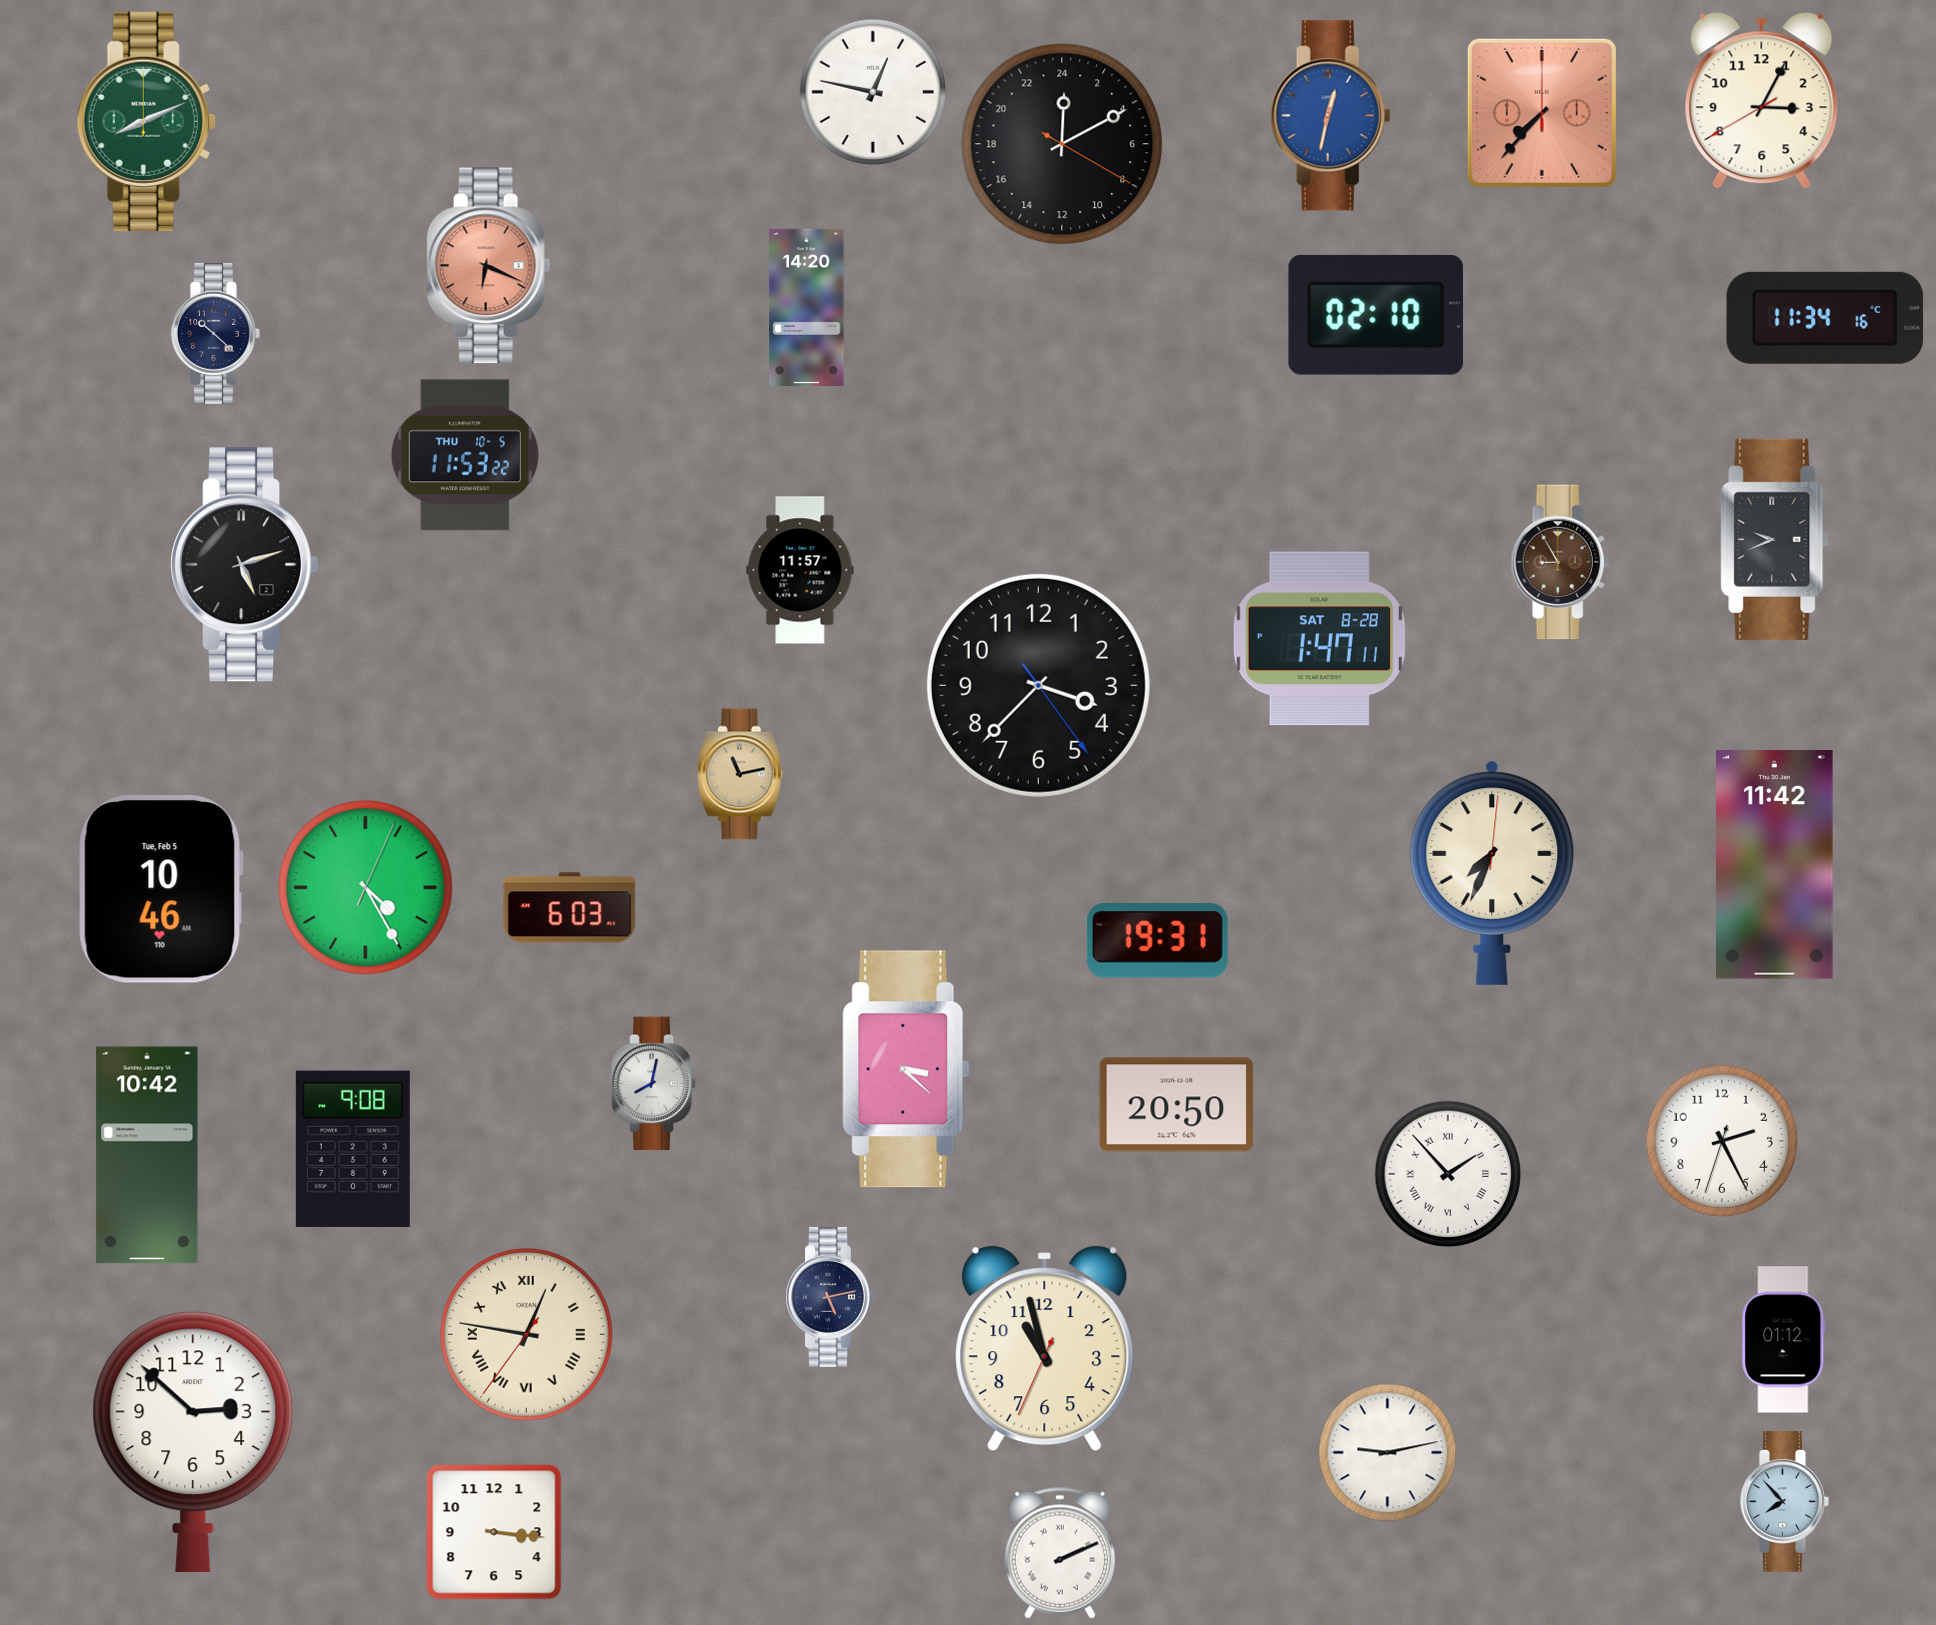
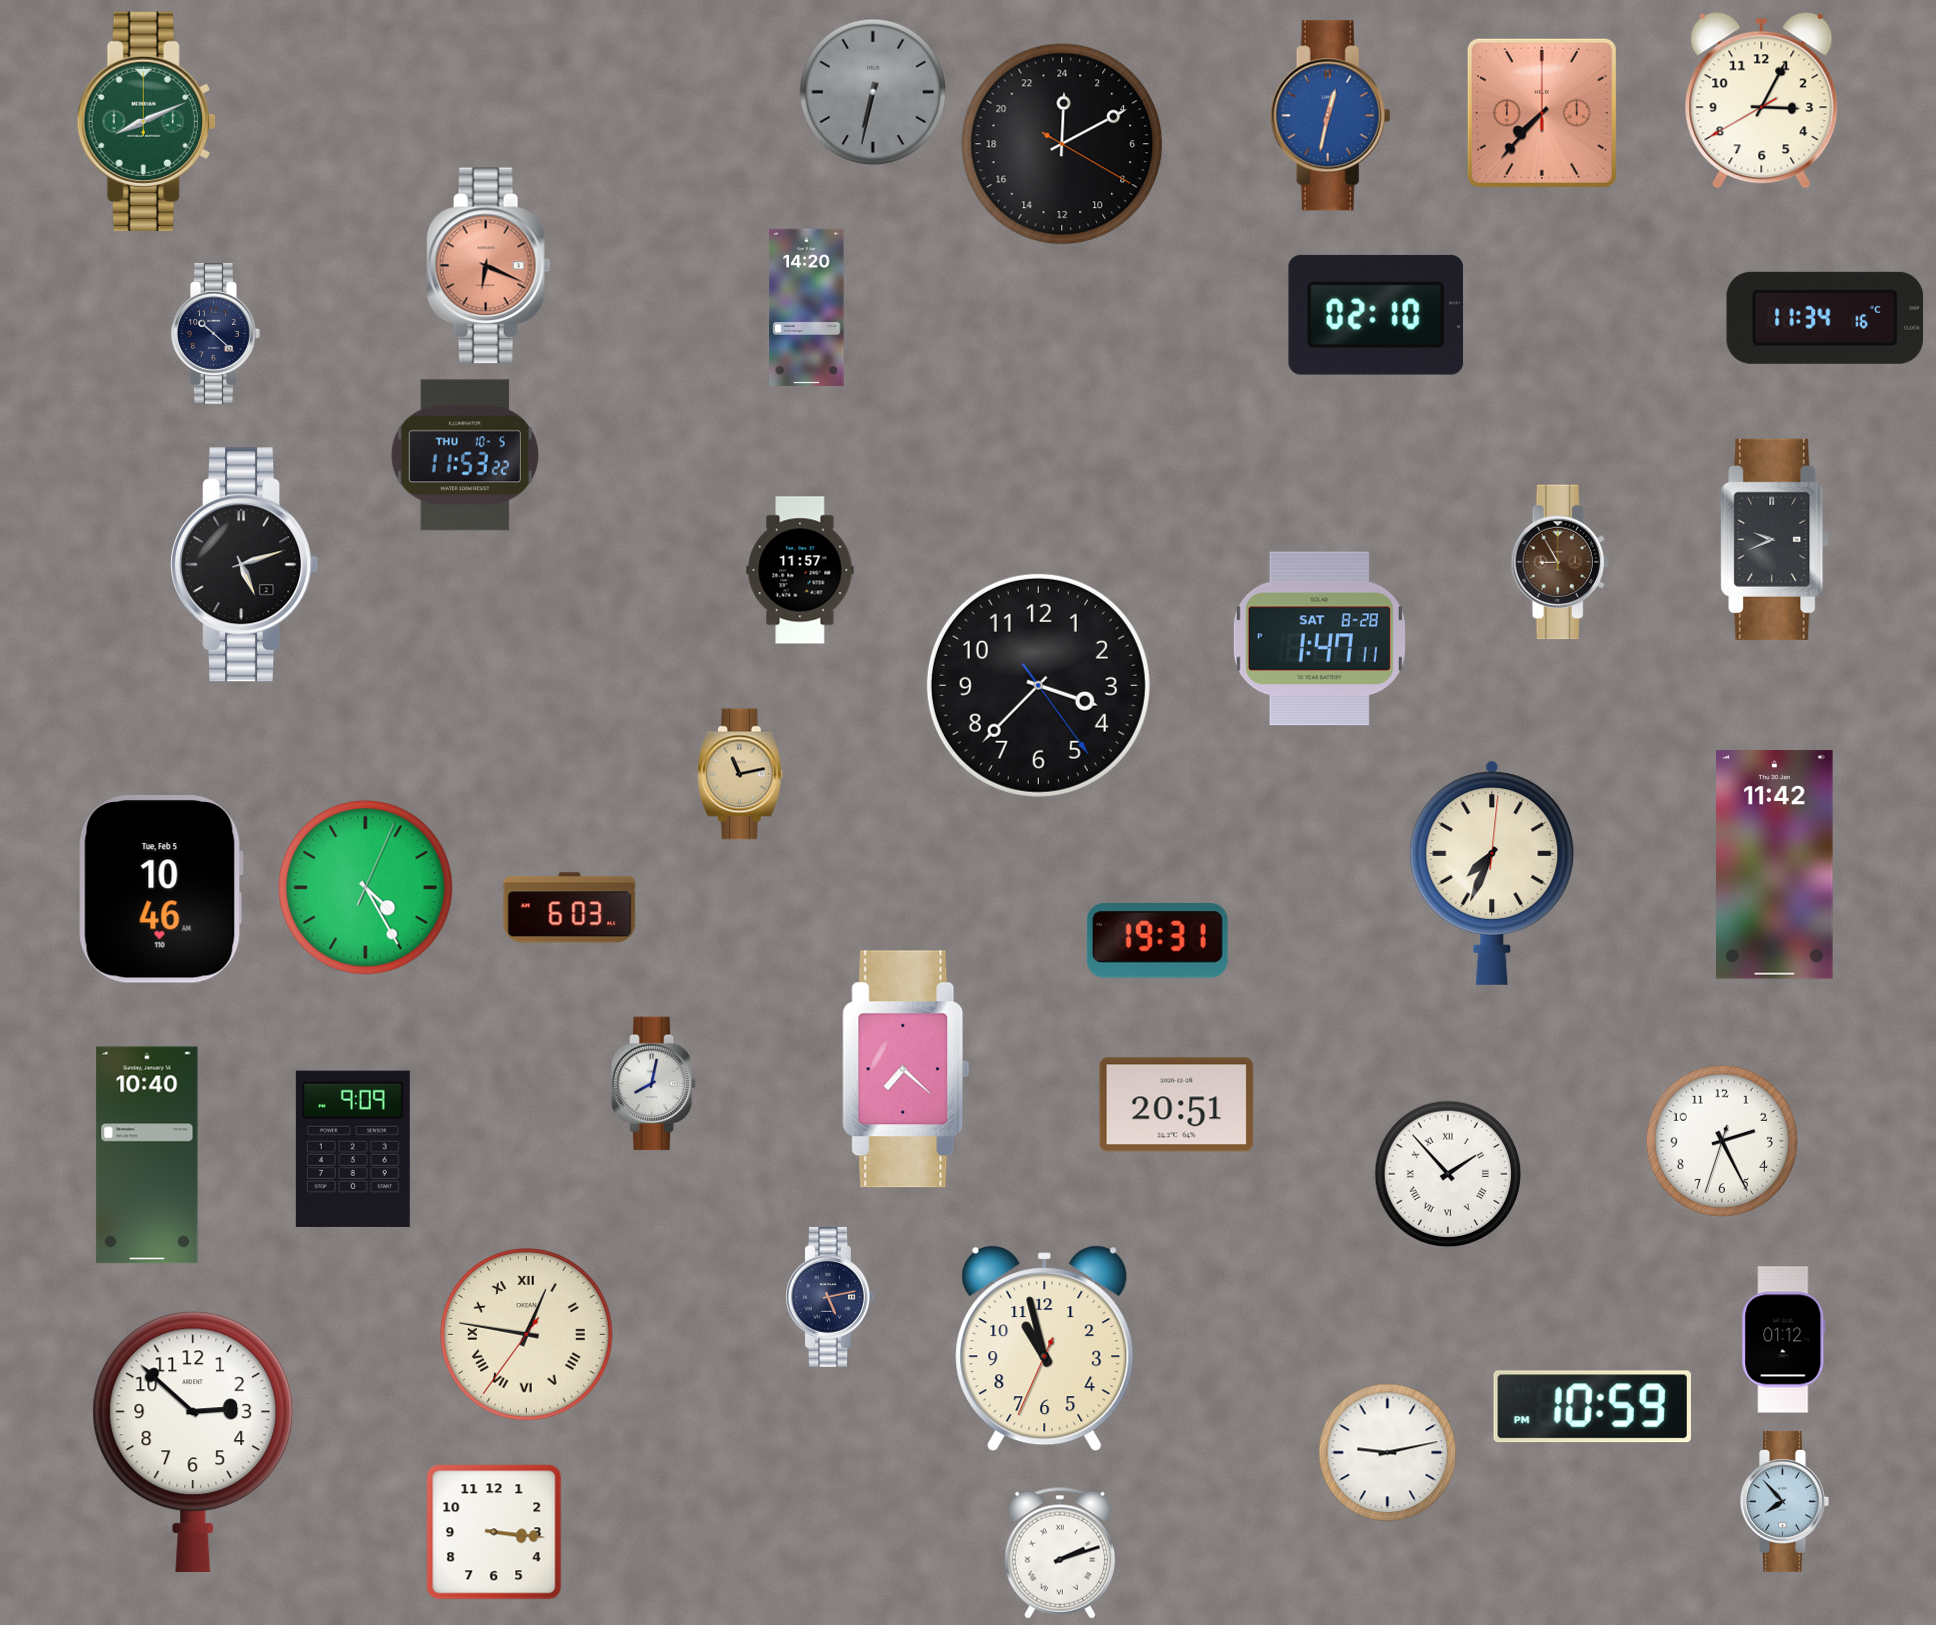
clock at (873, 92): 12:47 -> 6:32
clock at (873, 92) dial: white -> grey
clock at (906, 1069): 3:22 -> 7:22
clock at (1177, 1105): 20:50 -> 20:51
clock at (353, 1149): 9:08 -> 9:09
clock at (147, 1155): 10:42 -> 10:40
clock at (1592, 1407): none -> 10:59
clock at (1059, 1553): 2:11 -> 2:12
